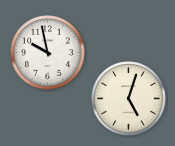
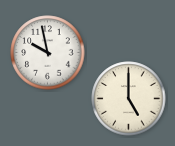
clock at (129, 99): 5:03 -> 5:00
